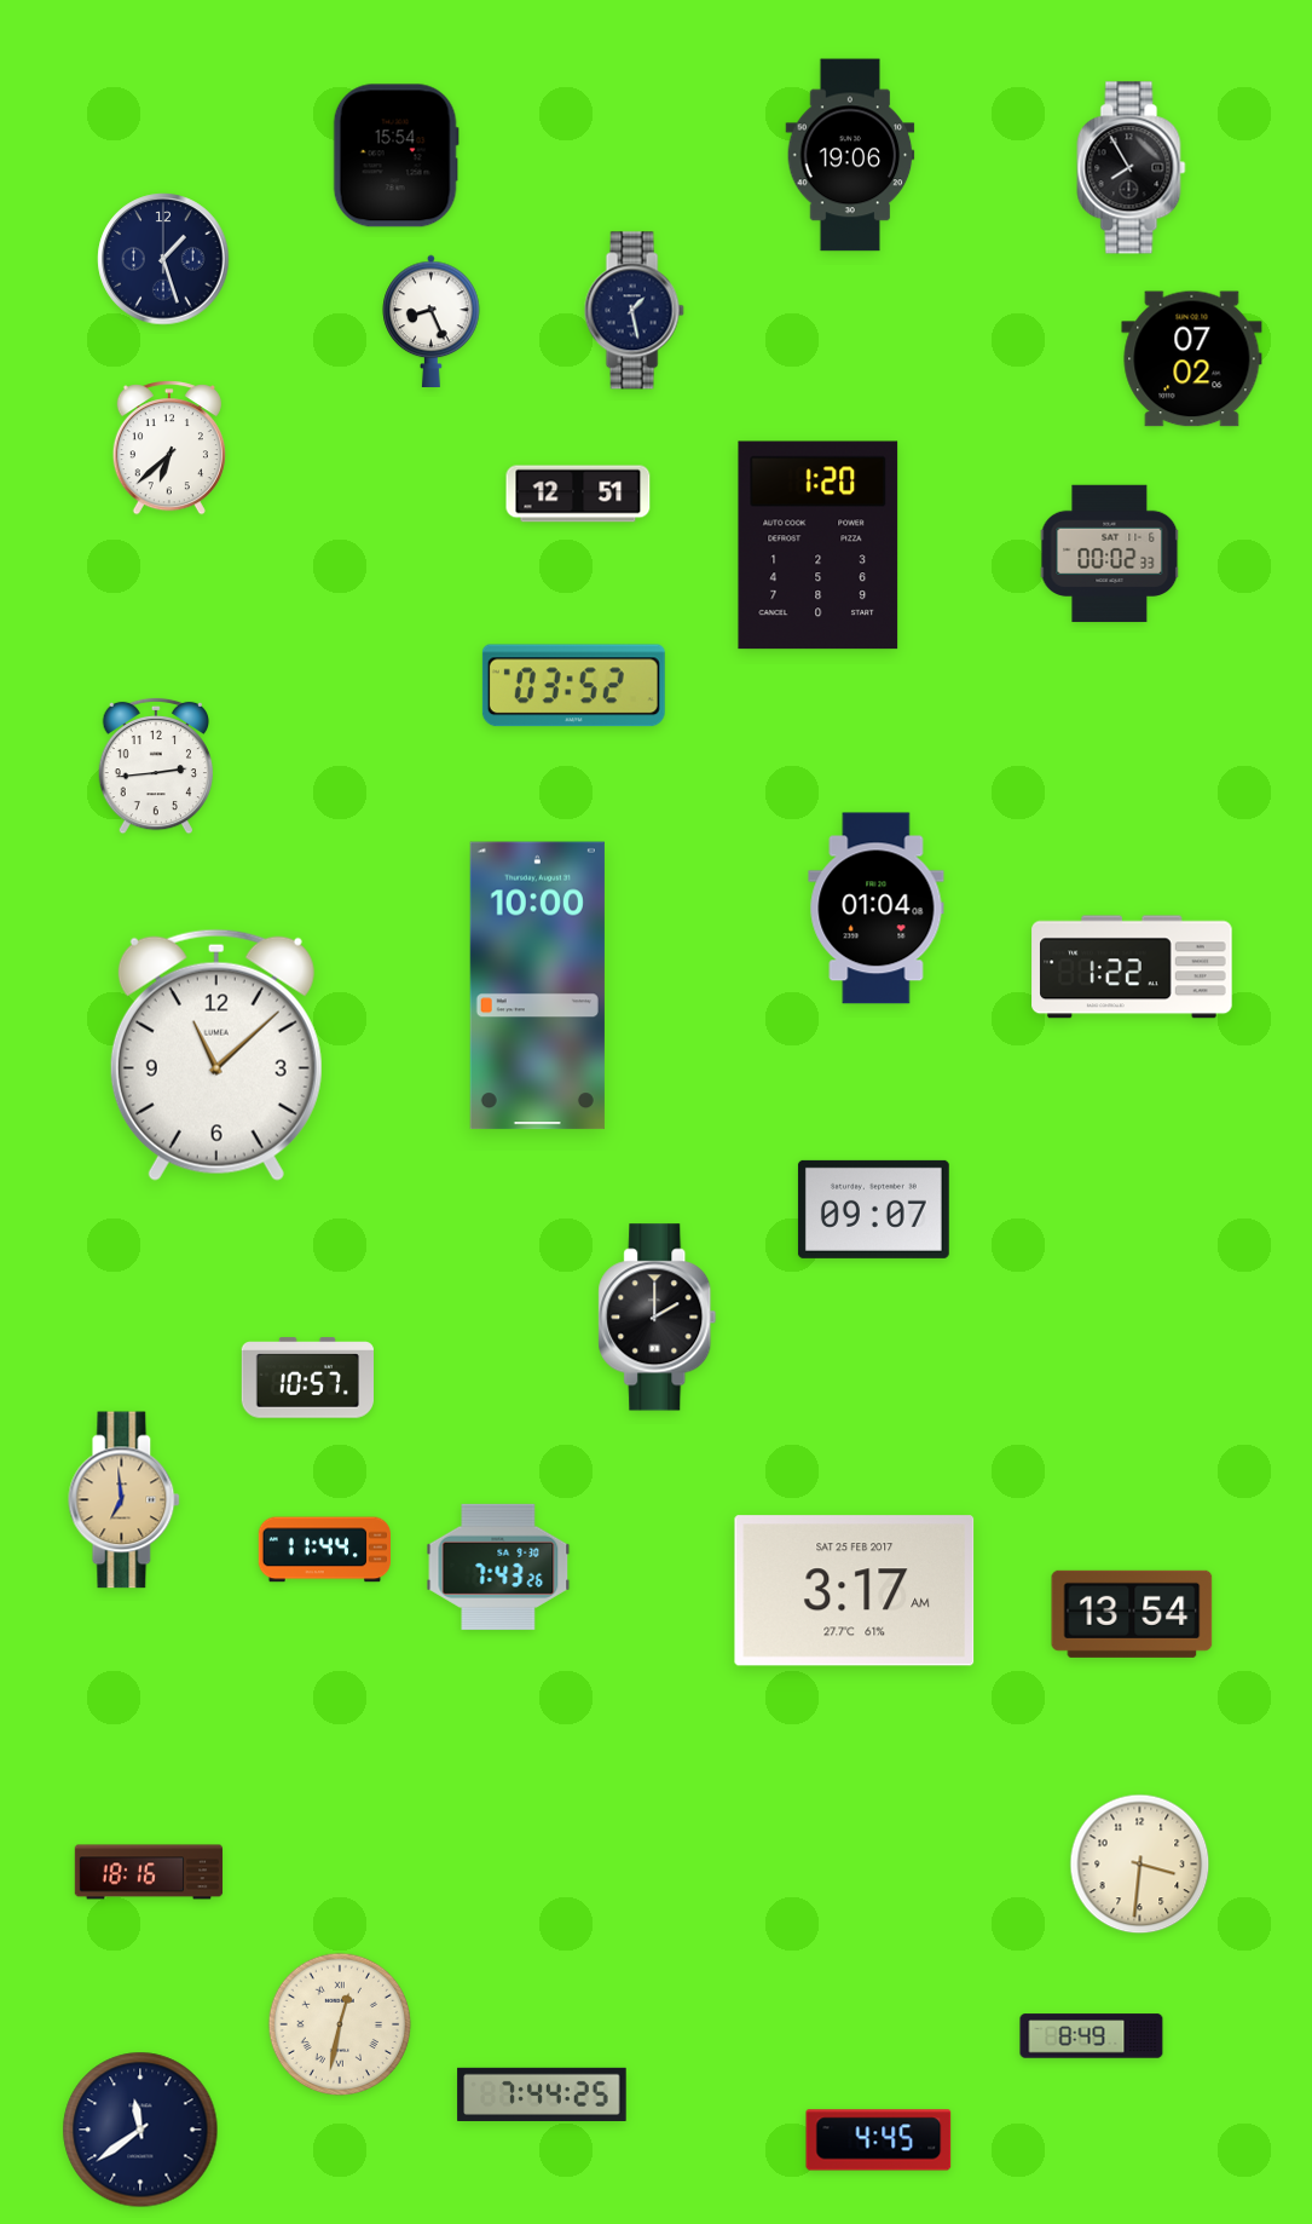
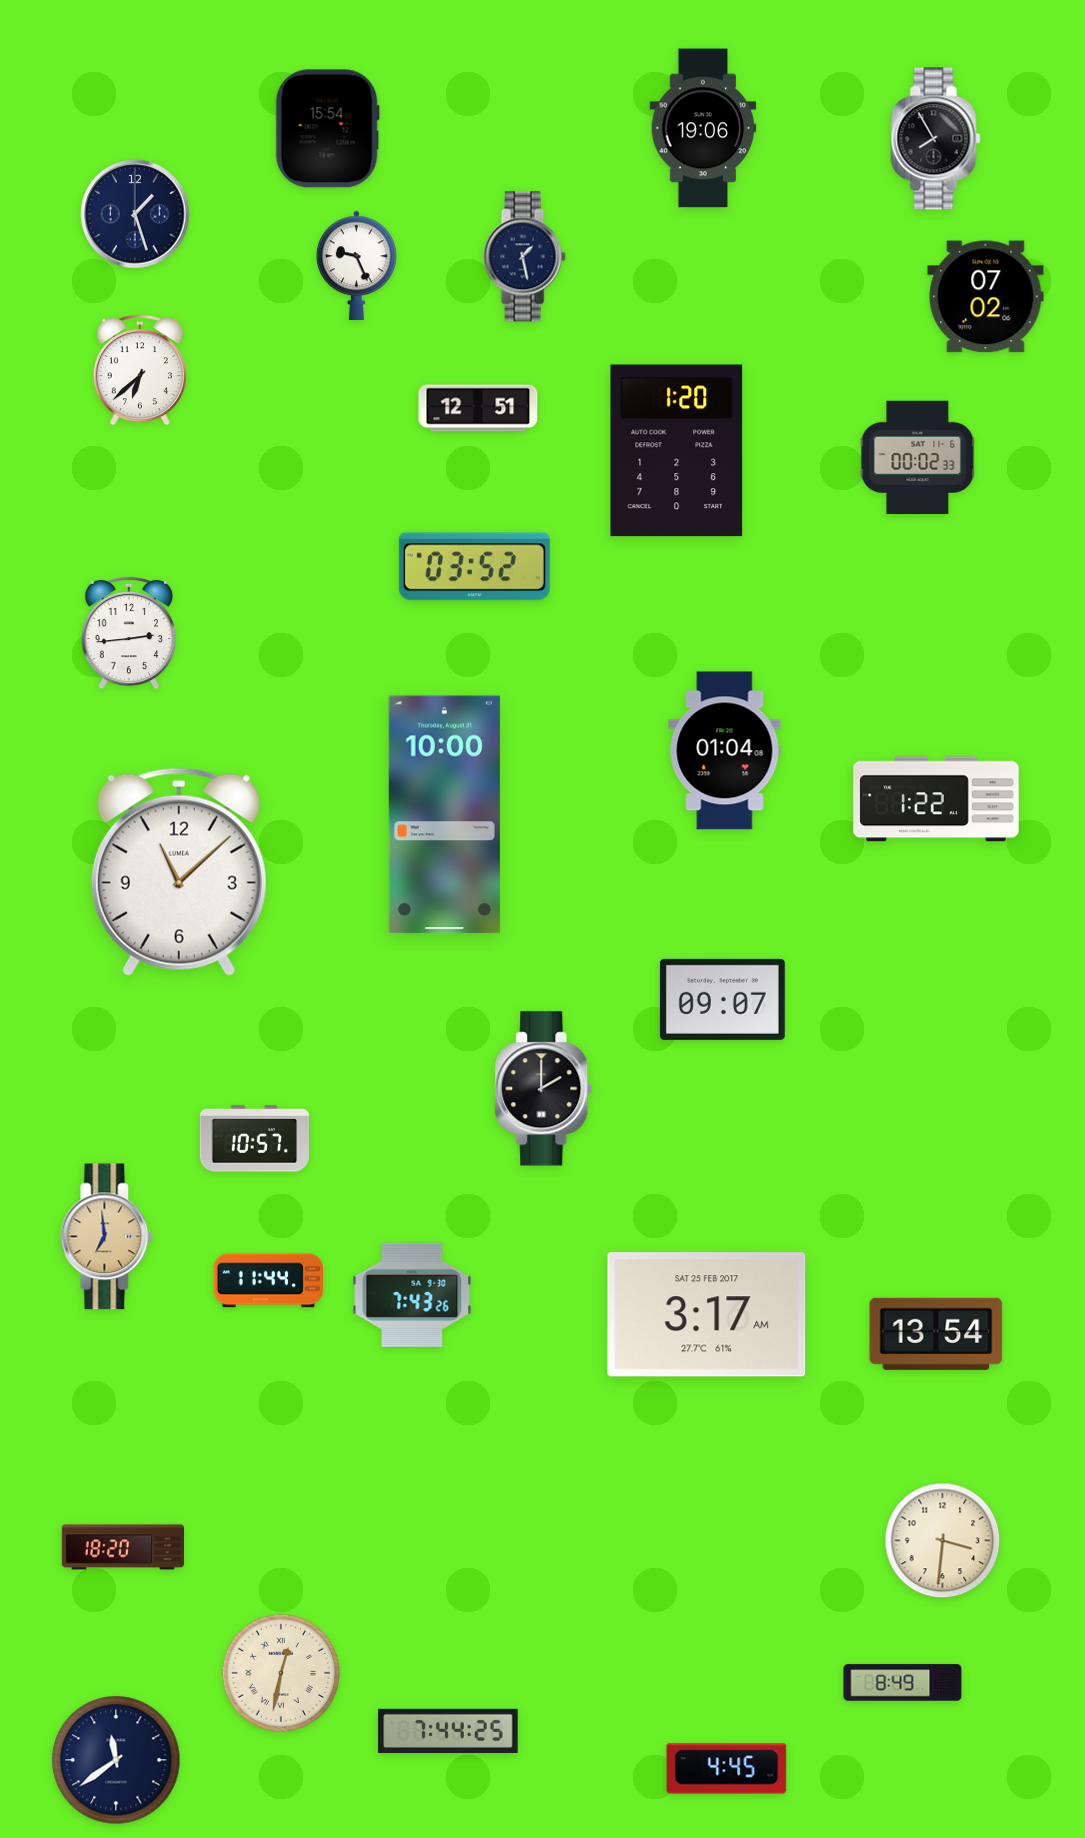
clock at (432, 321): 8:26 -> 9:26
clock at (125, 1500) position: (125, 1500) -> (107, 1237)
clock at (149, 1872): 18:16 -> 18:20
